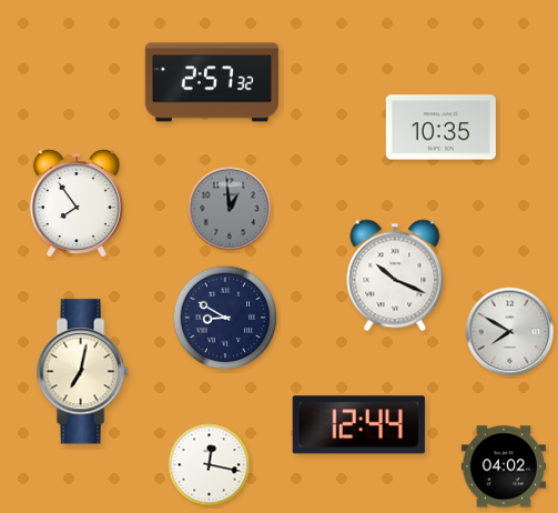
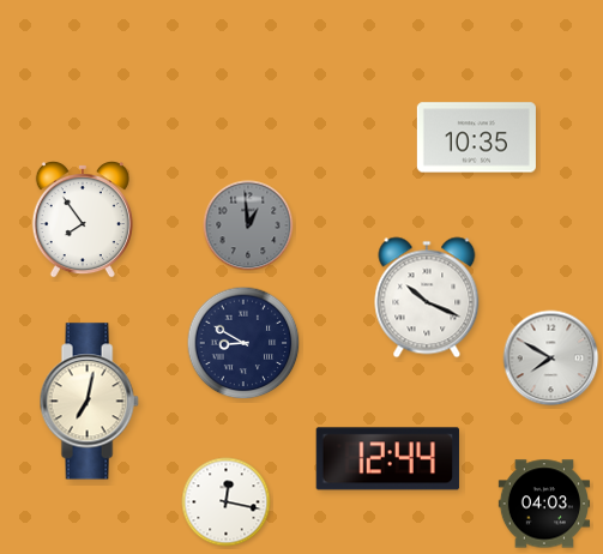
clock at (212, 82): 2:57 -> none
clock at (503, 466): 04:02 -> 04:03
